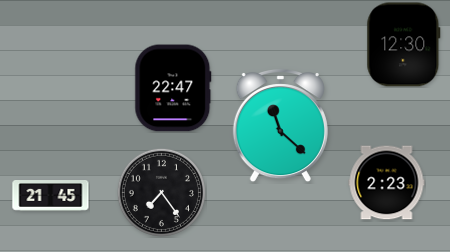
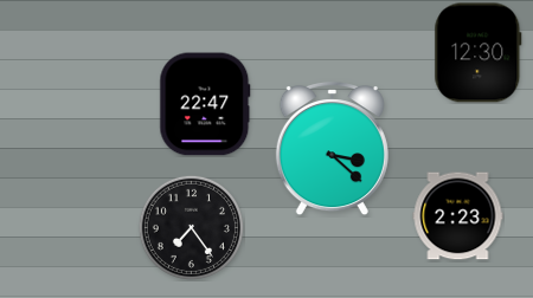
clock at (280, 127): 11:22 -> 3:22
clock at (51, 196): 21:45 -> none
